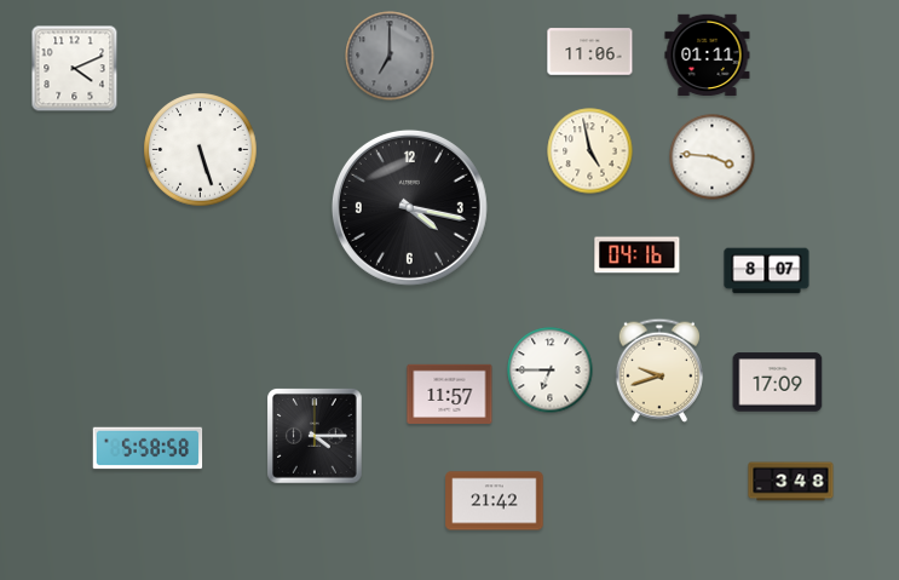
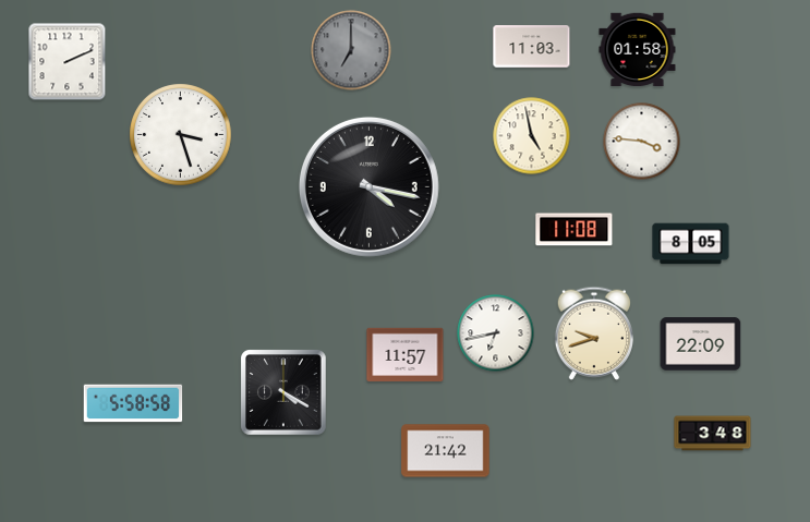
clock at (590, 52): 11:06 -> 11:03
clock at (708, 56): 01:11 -> 01:58
clock at (75, 69): 4:11 -> 2:11
clock at (201, 150): 5:27 -> 3:27
clock at (638, 255): 04:16 -> 11:08
clock at (767, 271): 8:07 -> 8:05
clock at (551, 371): 6:45 -> 6:43
clock at (778, 383): 17:09 -> 22:09
clock at (315, 436): 4:15 -> 4:20
